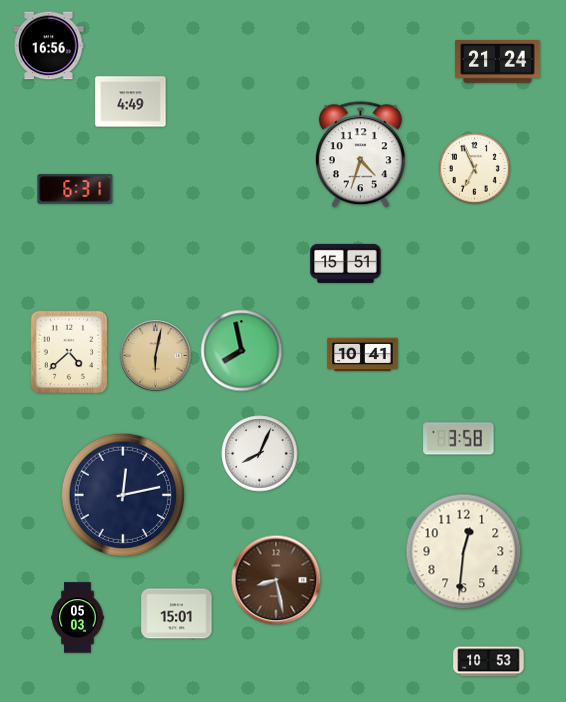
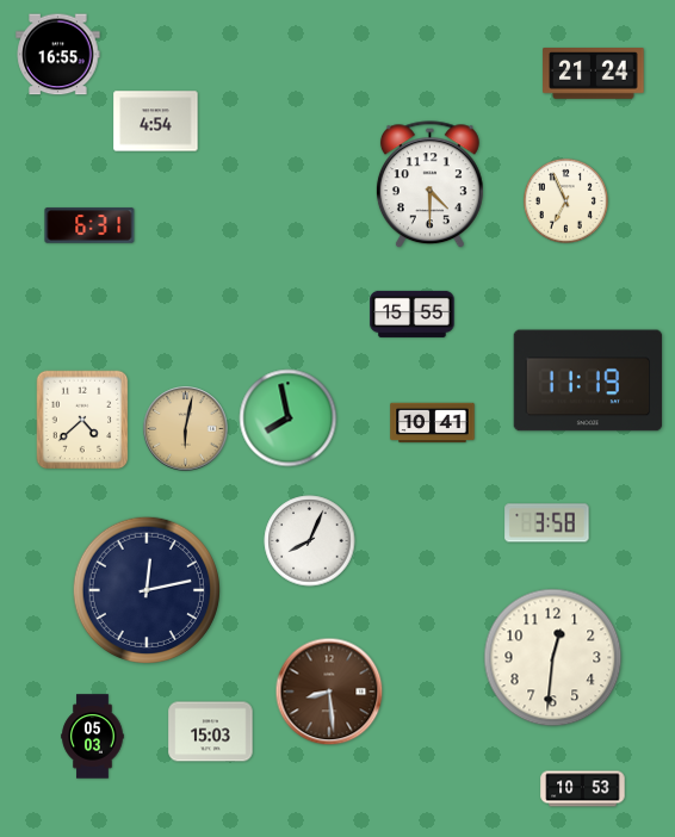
clock at (49, 46): 16:56 -> 16:55
clock at (131, 102): 4:49 -> 4:54
clock at (360, 155): 4:33 -> 4:30
clock at (346, 263): 15:51 -> 15:55
clock at (588, 380): none -> 11:19
clock at (156, 356) position: (156, 356) -> (186, 429)
clock at (276, 580): 8:28 -> 8:29
clock at (177, 614): 15:01 -> 15:03
